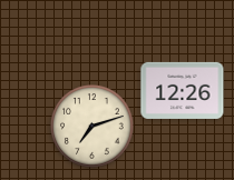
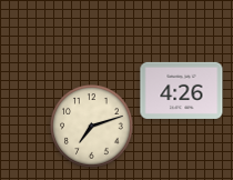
clock at (183, 90): 12:26 -> 4:26
